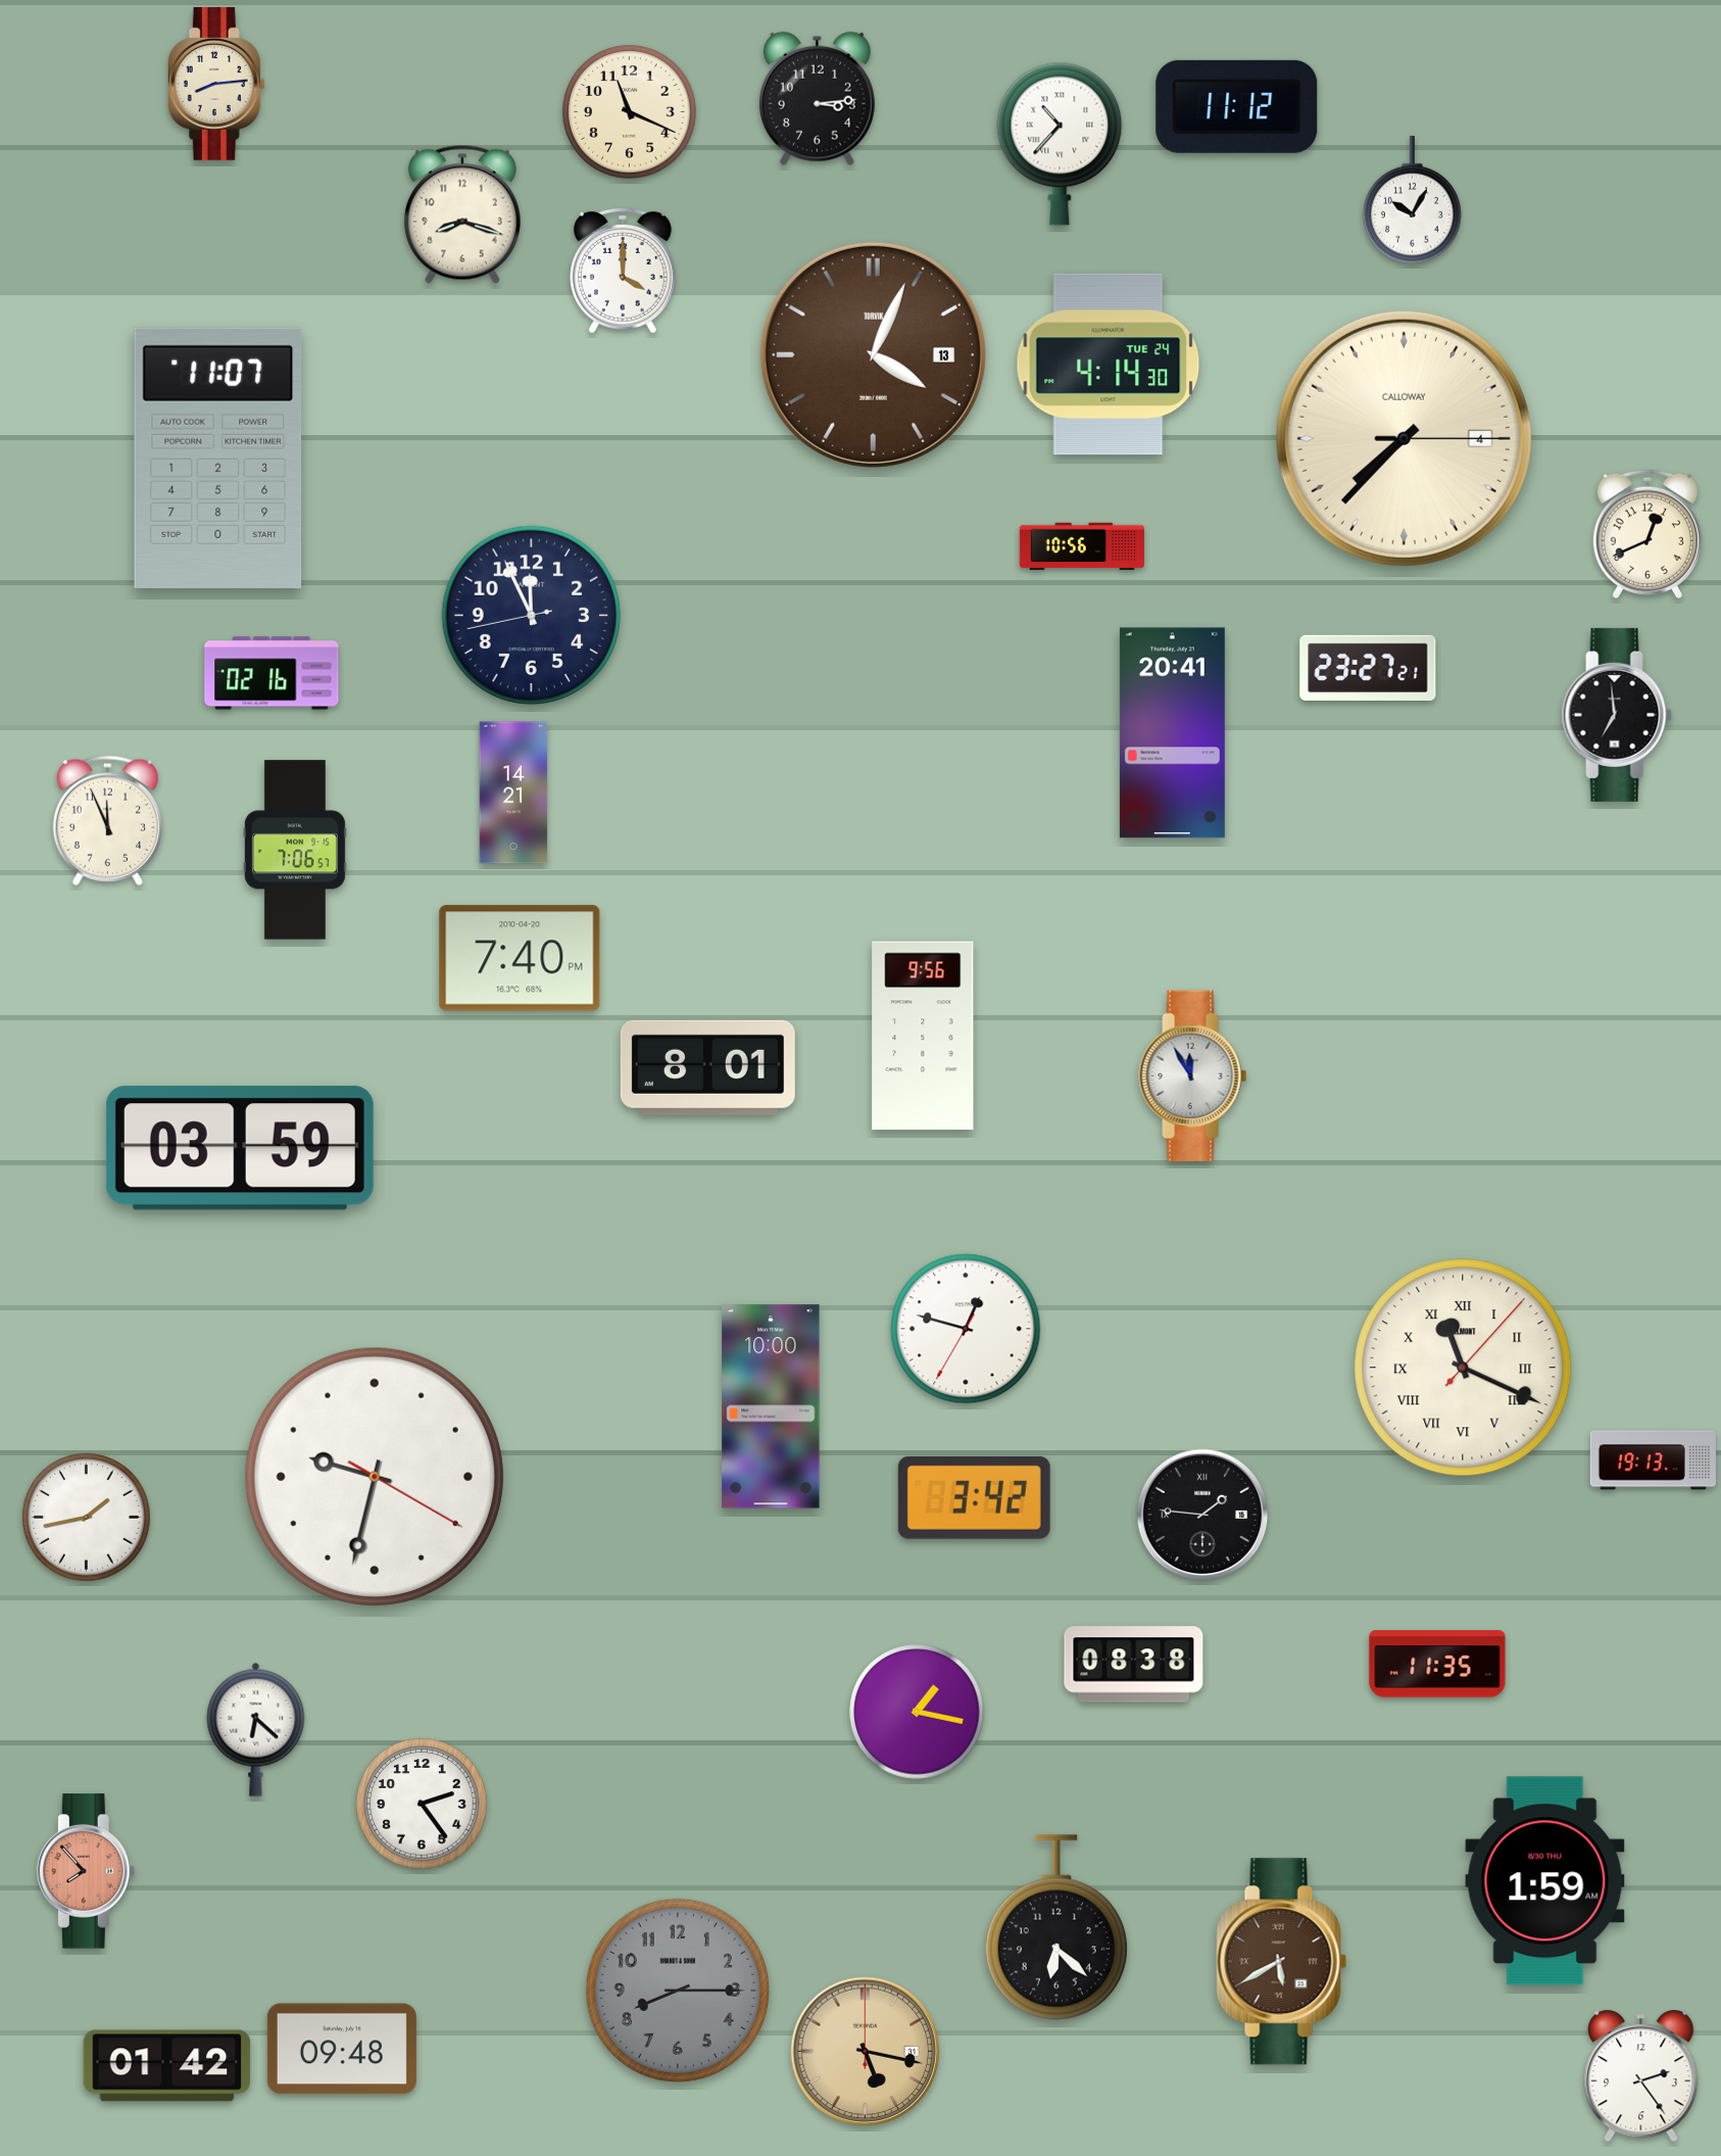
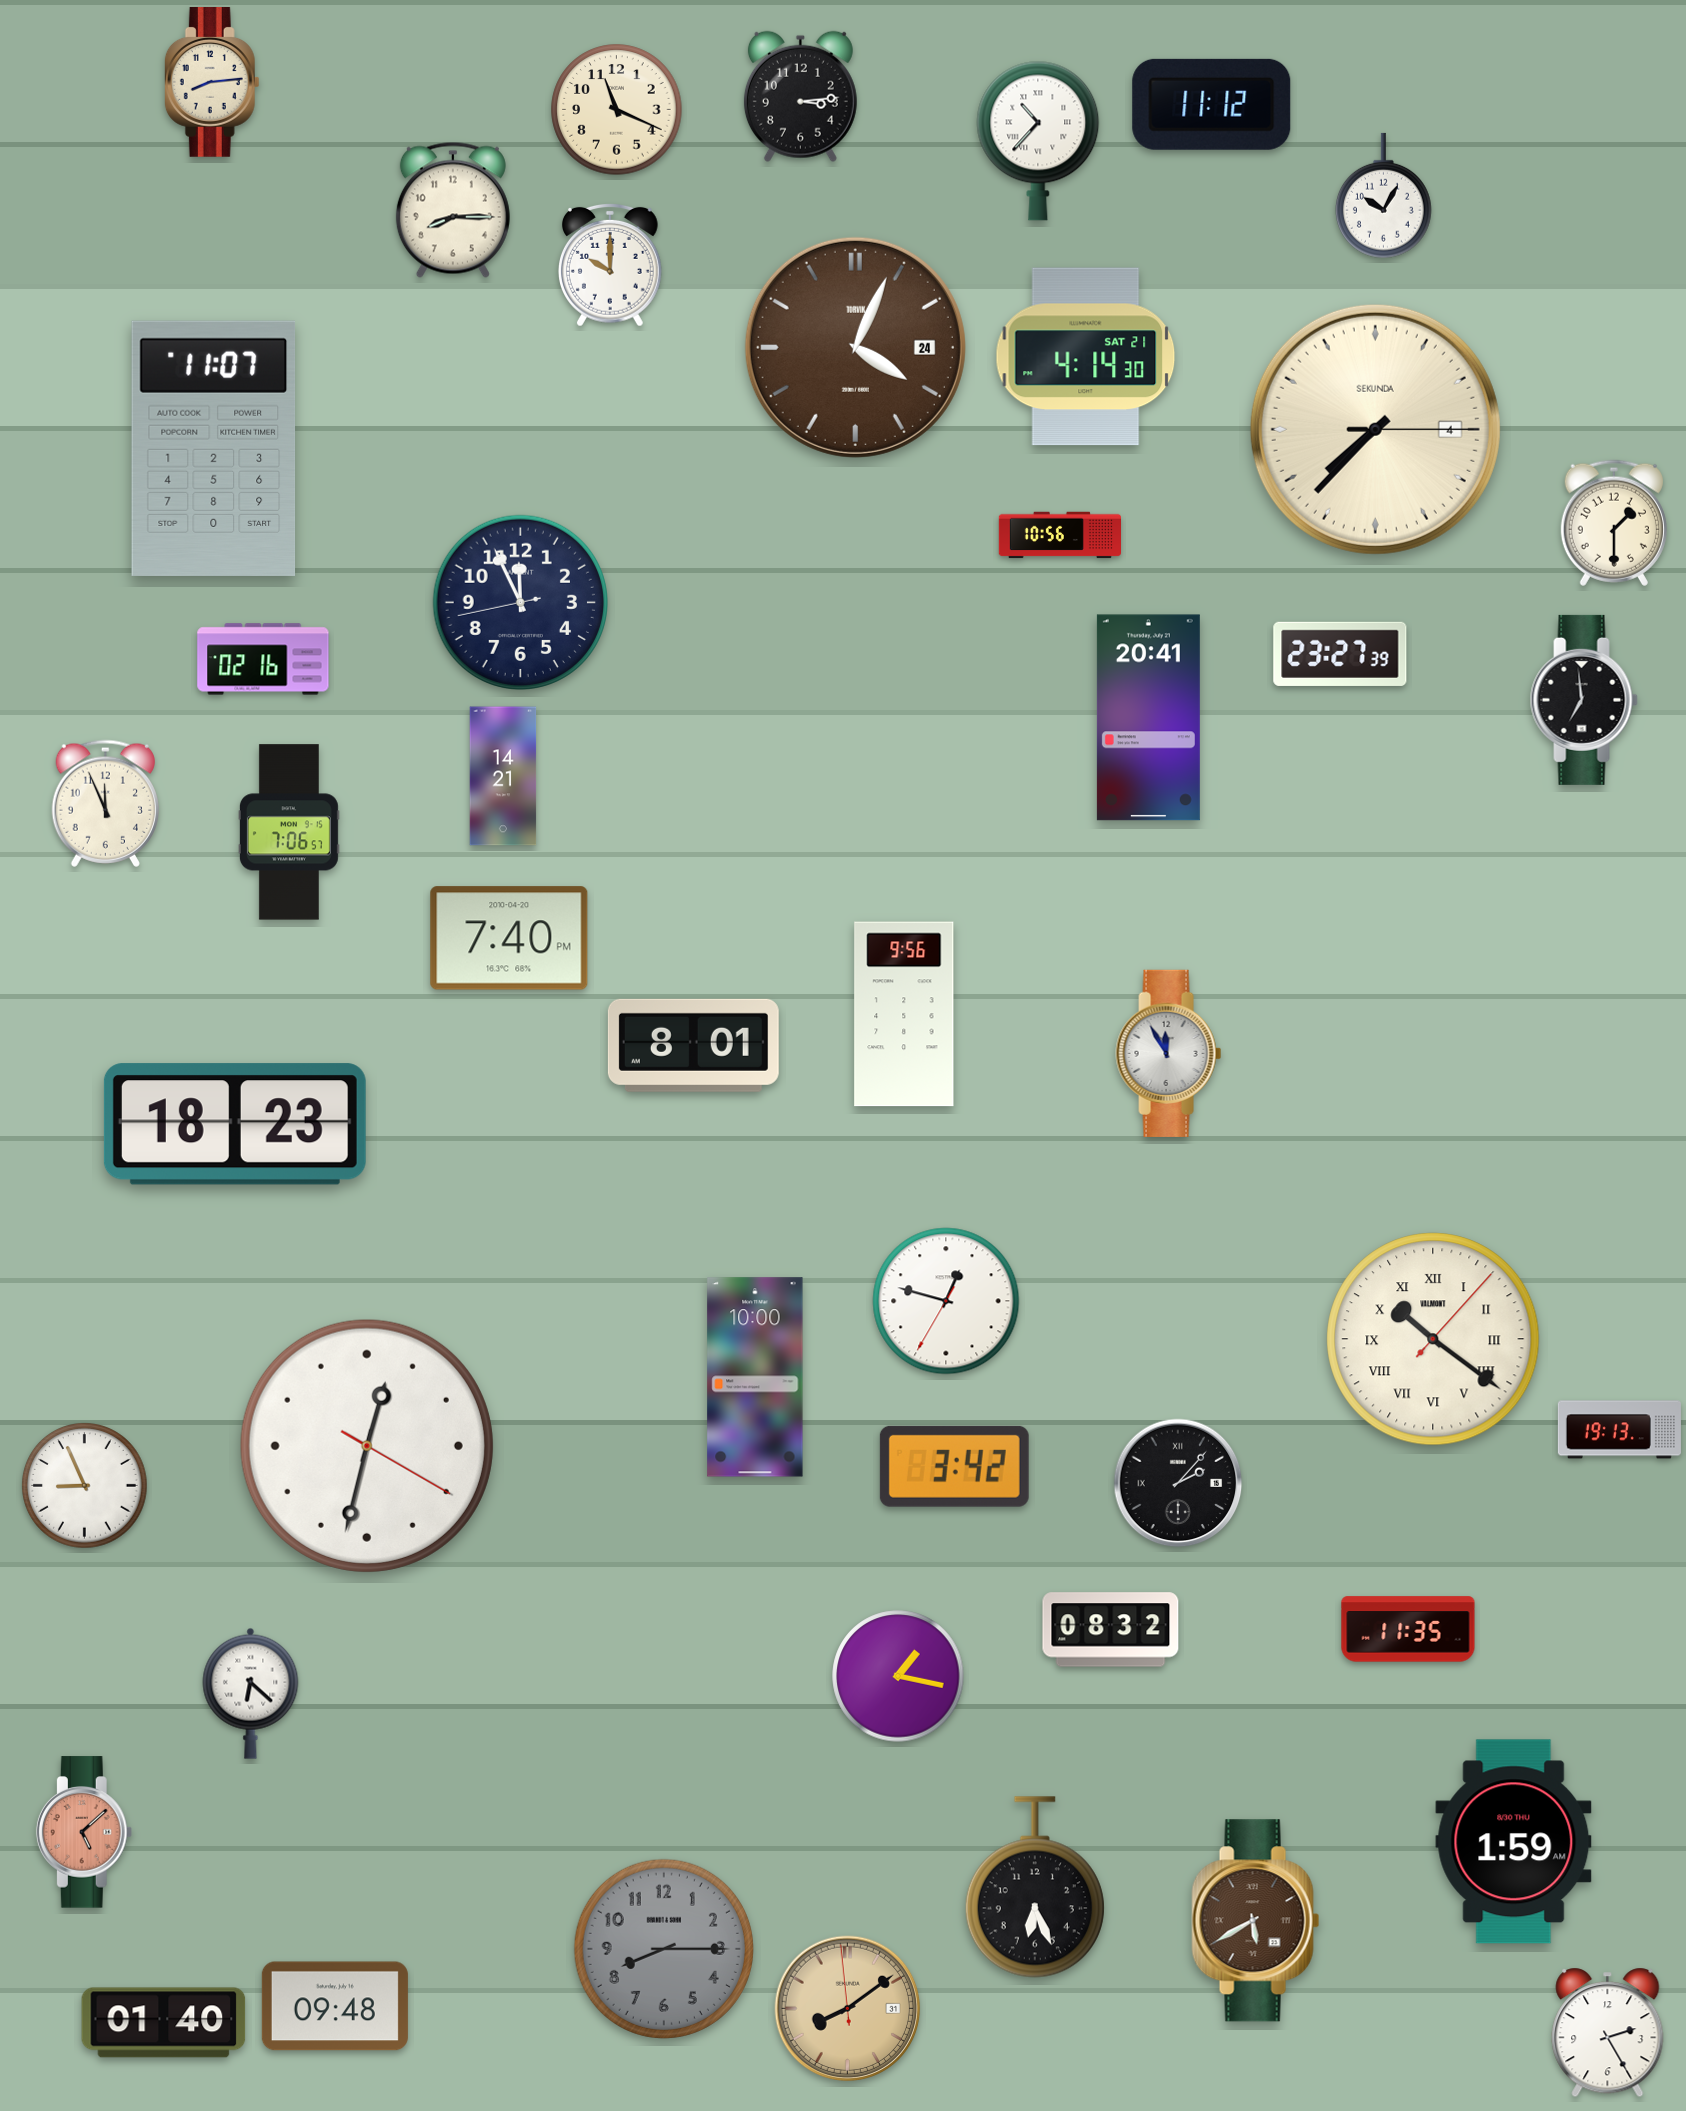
clock at (462, 214): 8:18 -> 8:15
clock at (623, 271): 4:00 -> 10:00
clock at (873, 354) date: 13 -> 24
clock at (1109, 365) date: TUE 24 -> SAT 21
clock at (1404, 438) brand: CALLOWAY -> SEKUNDA
clock at (1648, 534): 12:41 -> 1:30
clock at (1368, 668): 23:27:21 -> 23:27:39
clock at (272, 673) position: (272, 673) -> (263, 659)
clock at (240, 1148): 03:59 -> 18:23
clock at (1463, 1368): 11:19 -> 10:21
clock at (375, 1477): 9:32 -> 12:32
clock at (1202, 1515): 1:46 -> 2:07
clock at (87, 1518): 1:43 -> 8:56
clock at (1134, 1665): 08:38 -> 08:32
clock at (422, 1804): 2:24 -> none
clock at (86, 1871): 7:53 -> 5:08
clock at (1056, 1927): 6:22 -> 6:26
clock at (866, 2052): 5:17 -> 8:08
clock at (167, 2066): 01:42 -> 01:40
clock at (1641, 2076): 2:24 -> 2:25
